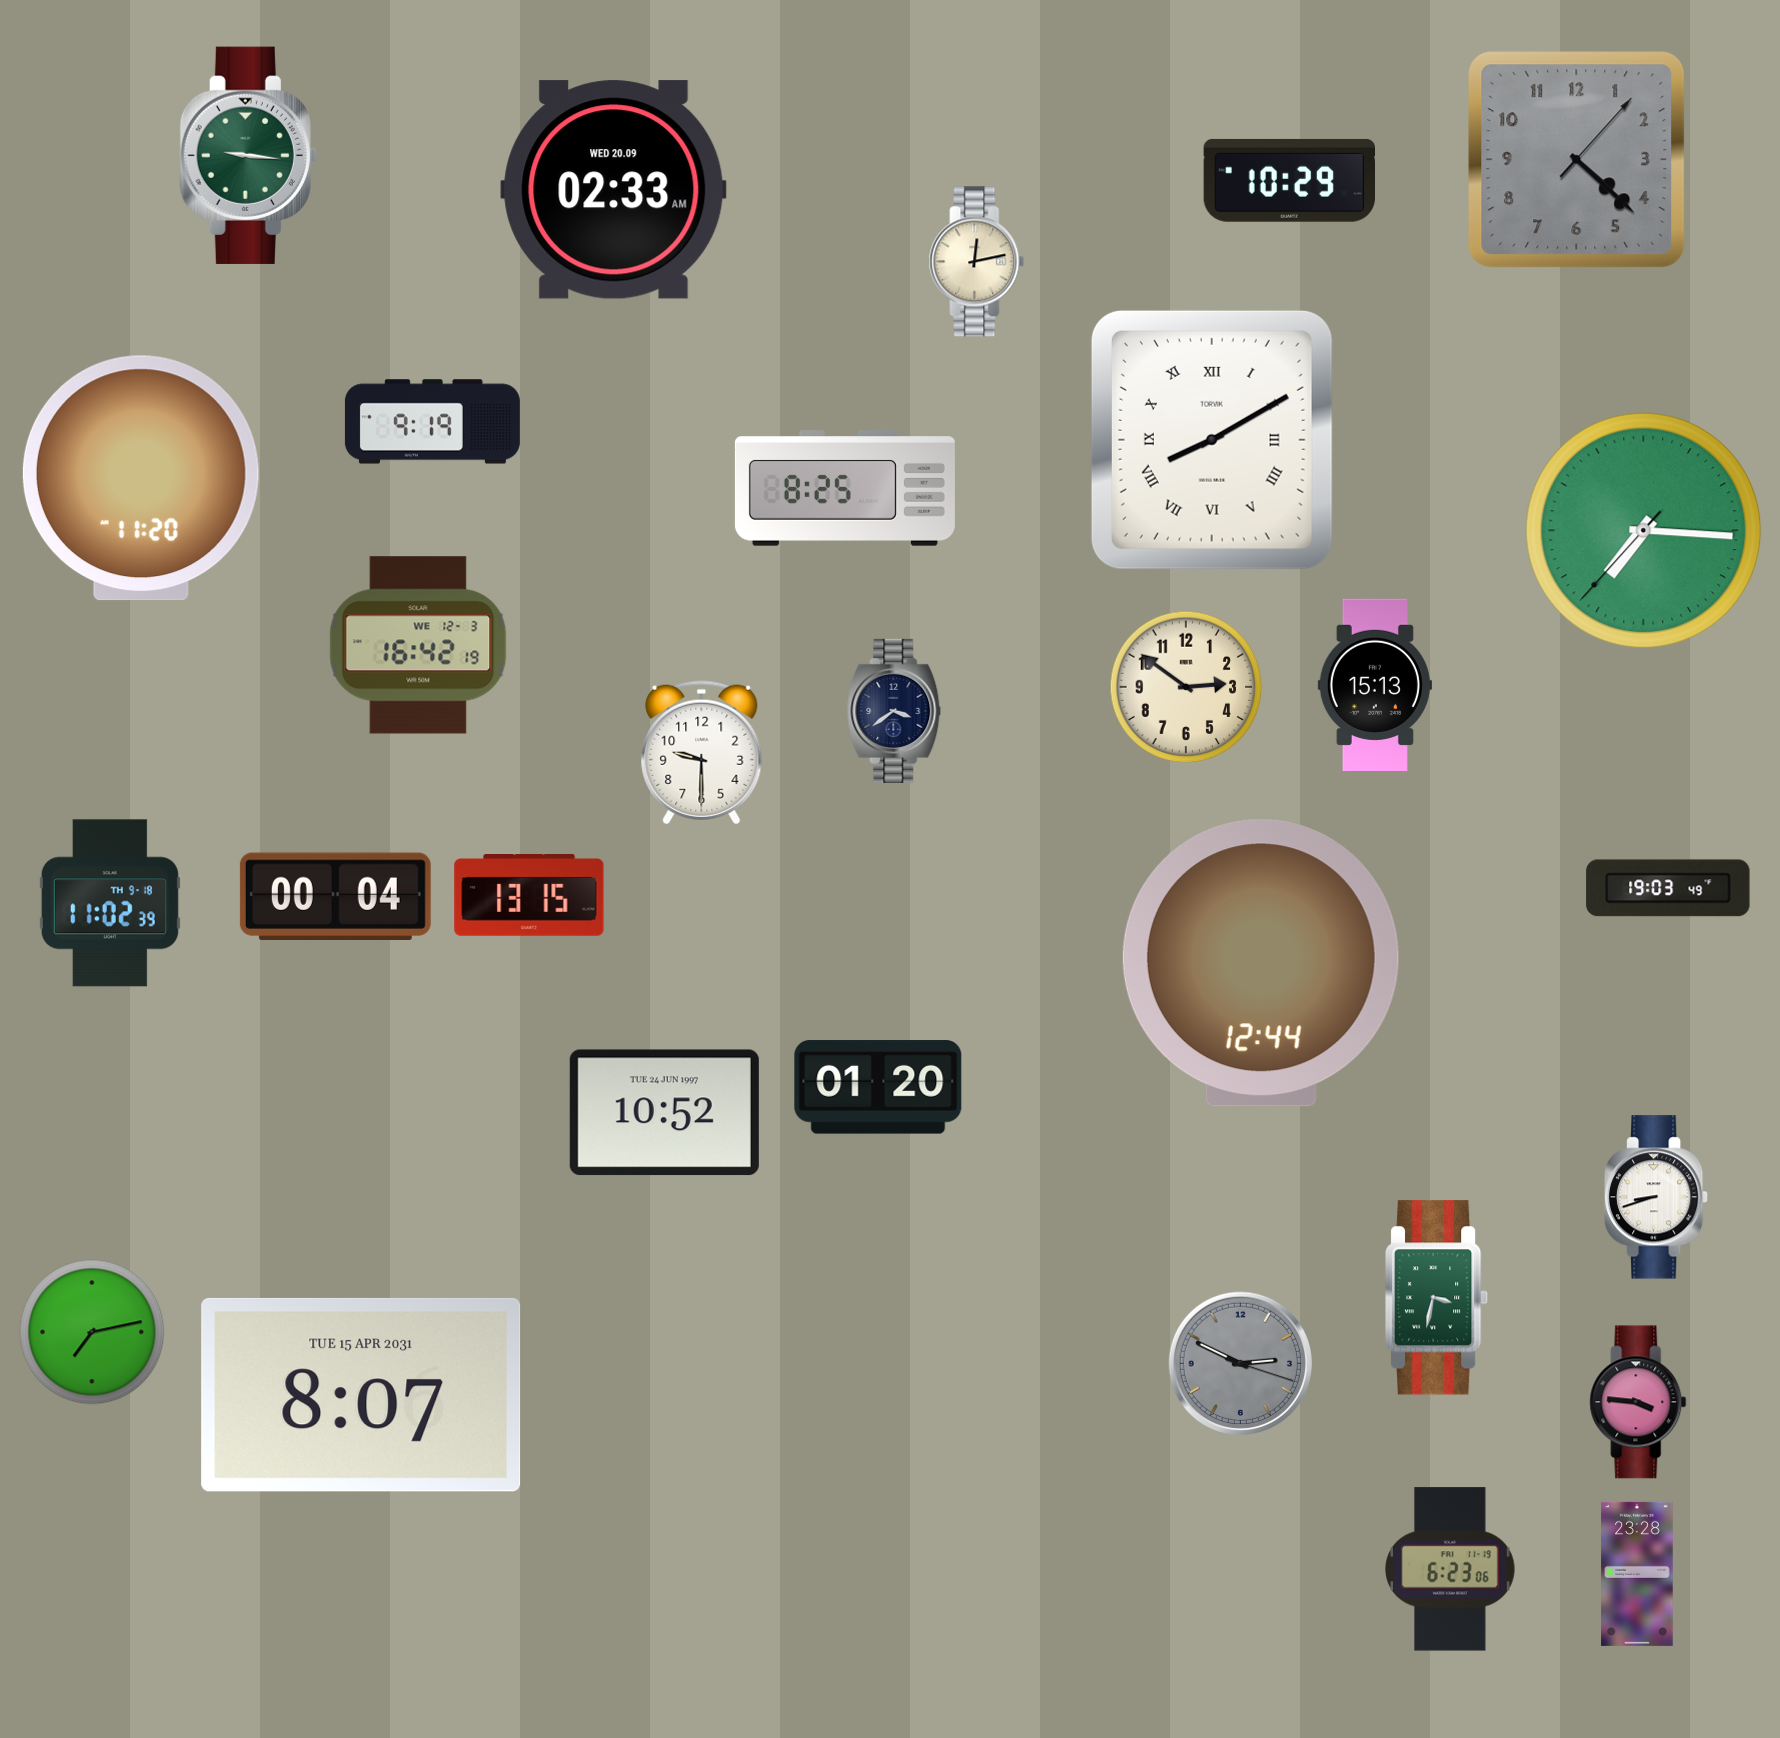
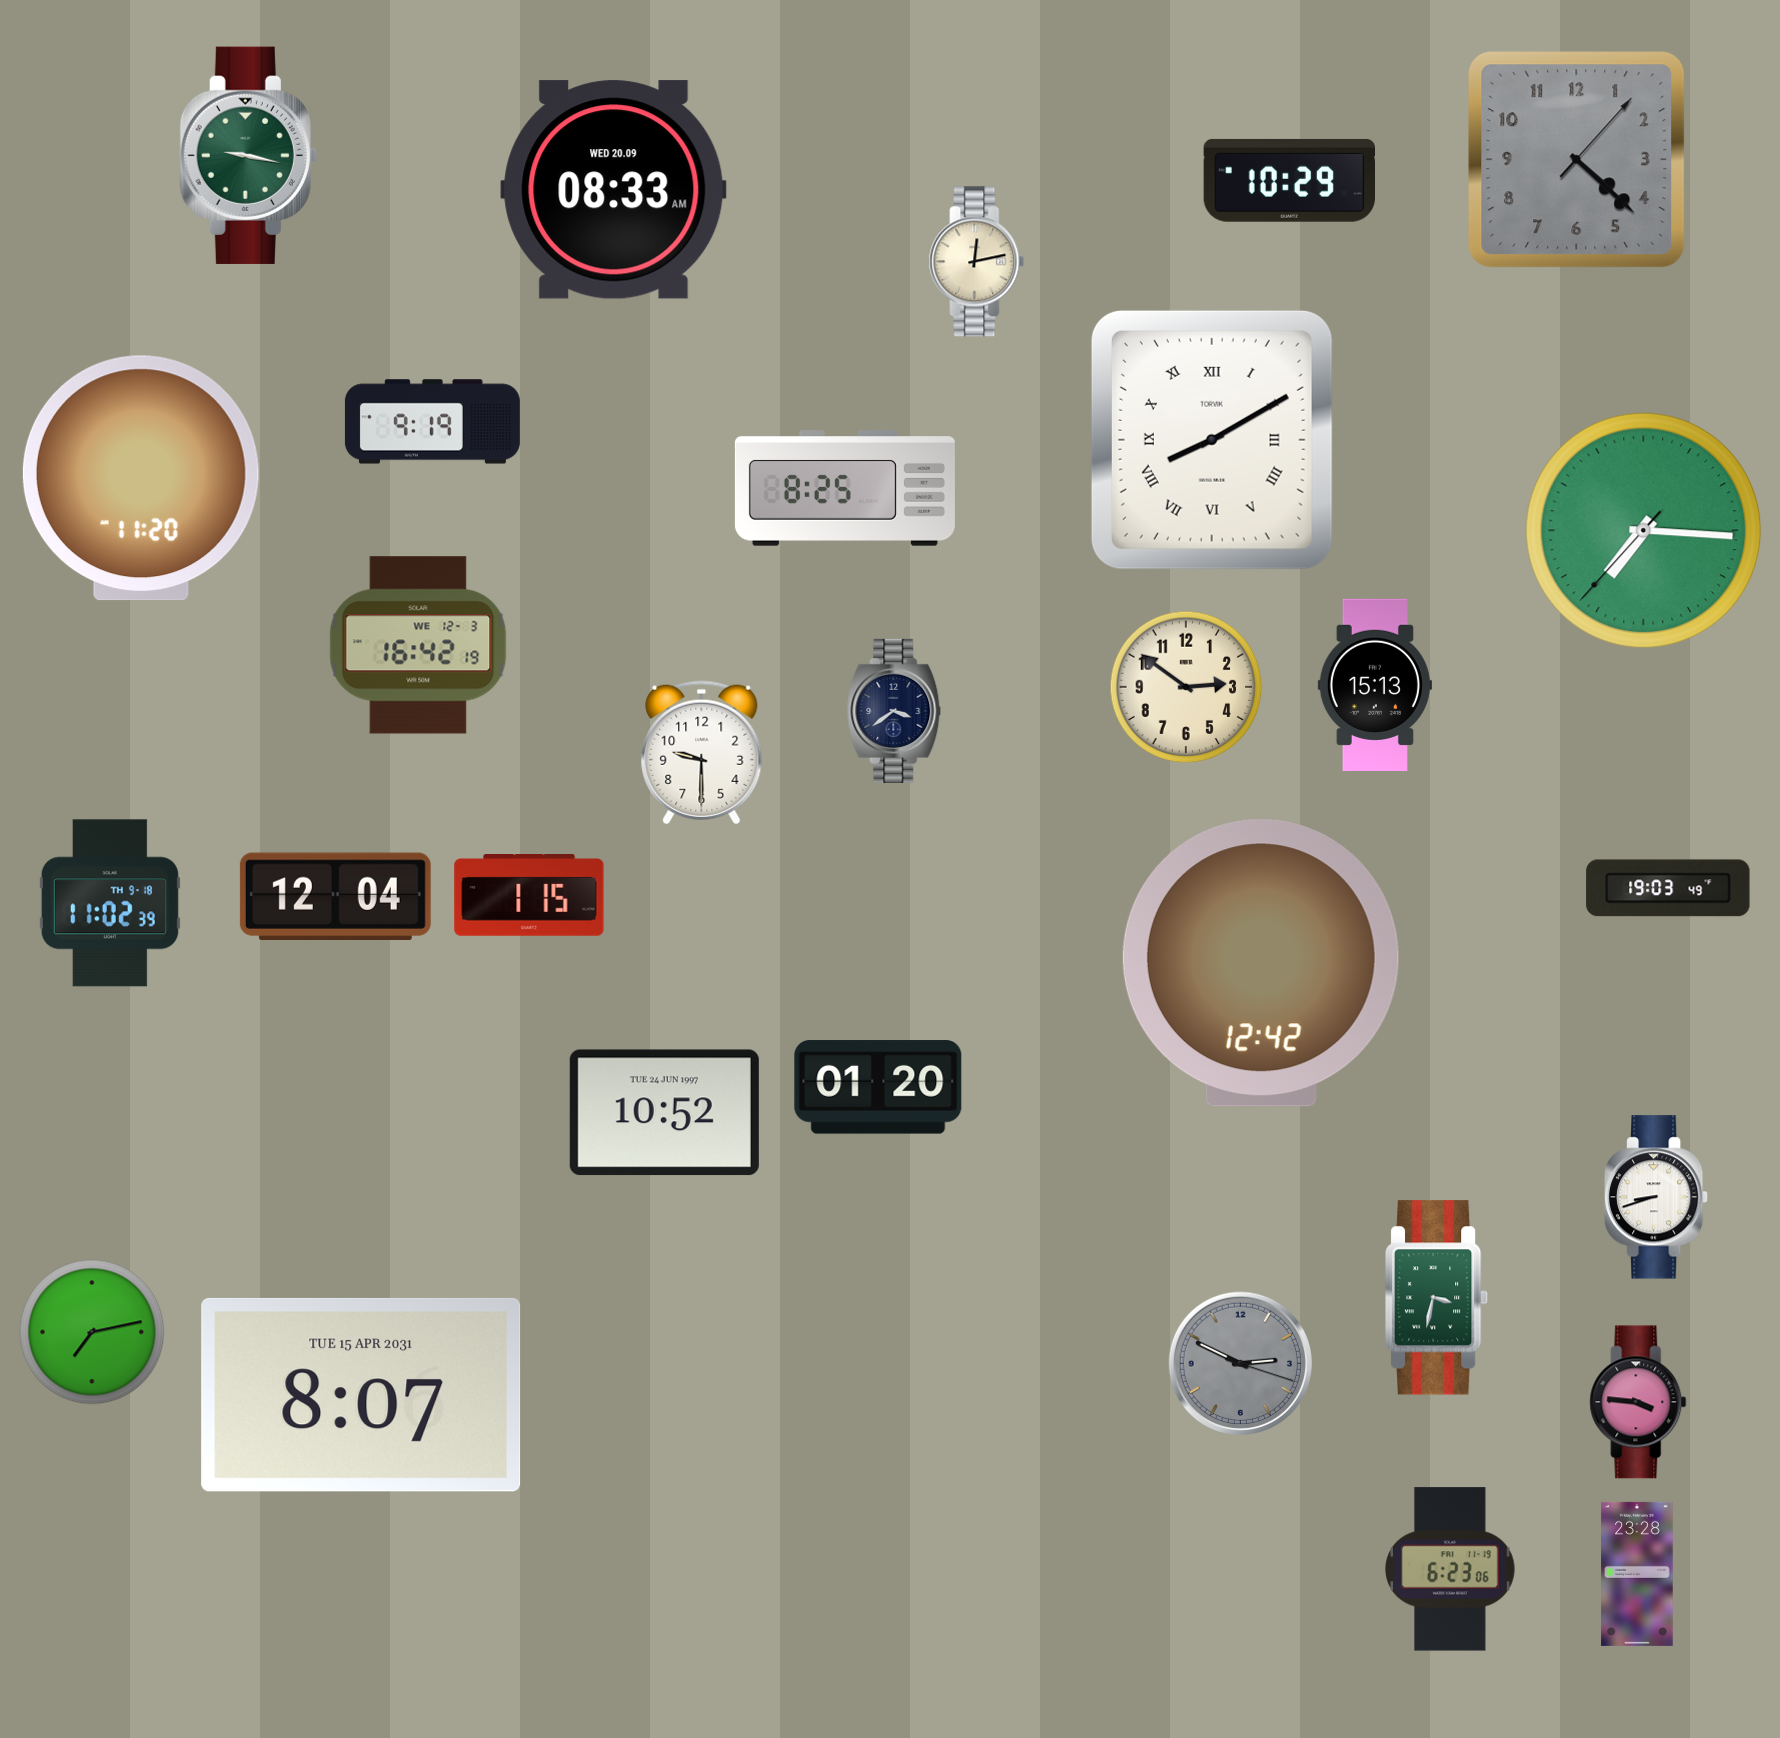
clock at (248, 155): 9:16 -> 9:17
clock at (614, 190): 02:33 -> 08:33
clock at (335, 896): 00:04 -> 12:04
clock at (529, 896): 13:15 -> 1:15
clock at (1261, 963): 12:44 -> 12:42
